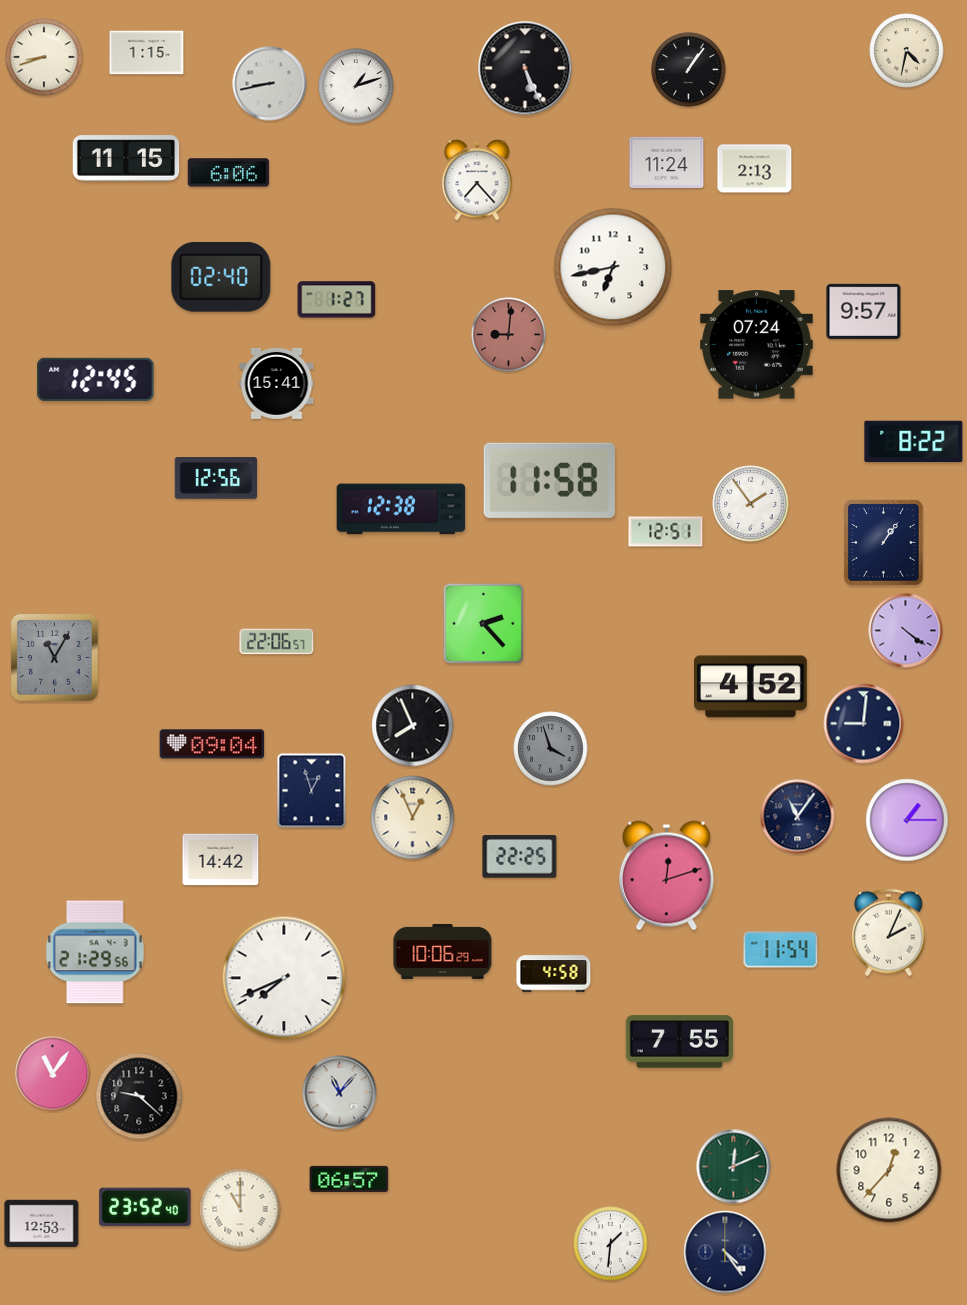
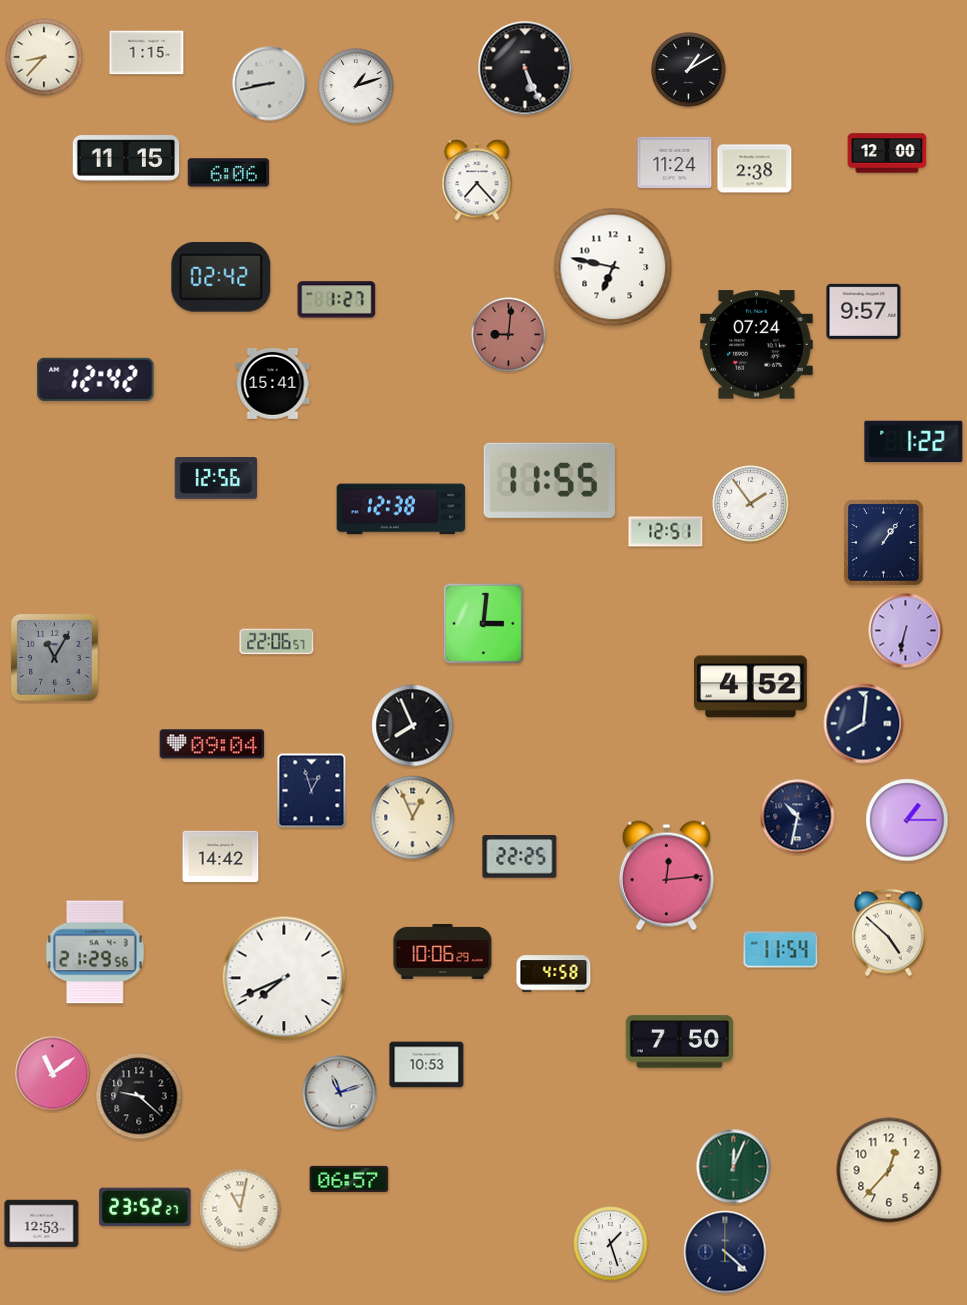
clock at (907, 51): 4:32 -> none
clock at (44, 57): 8:42 -> 8:37
clock at (689, 70): 1:06 -> 1:10
clock at (887, 153): none -> 12:00
clock at (667, 162) position: (667, 162) -> (675, 162)
clock at (755, 169): 2:13 -> 2:38
clock at (613, 267): 6:43 -> 6:47
clock at (221, 277): 02:40 -> 02:42
clock at (96, 379): 12:45 -> 12:42
clock at (277, 383) position: (277, 383) -> (273, 383)
clock at (914, 442): 8:22 -> 1:22
clock at (549, 480): 11:58 -> 11:55
clock at (483, 623): 2:23 -> 3:01
clock at (906, 631): 4:21 -> 6:32
clock at (864, 724): 9:01 -> 8:01
clock at (551, 749): 3:57 -> none
clock at (798, 817): 11:06 -> 10:32
clock at (221, 860) position: (221, 860) -> (221, 857)
clock at (666, 876): 12:12 -> 12:14
clock at (889, 933): 2:04 -> 4:52
clock at (679, 1042): 7:55 -> 7:50
clock at (427, 1065): none -> 10:53
clock at (53, 1074): 11:06 -> 11:09
clock at (340, 1093): 11:07 -> 11:12
clock at (734, 1167): 12:11 -> 12:04
clock at (145, 1207): 23:52:40 -> 23:52:27
clock at (240, 1209): 11:00 -> 11:02
clock at (611, 1244): 1:31 -> 1:27
clock at (725, 1252): 4:24 -> 4:22
